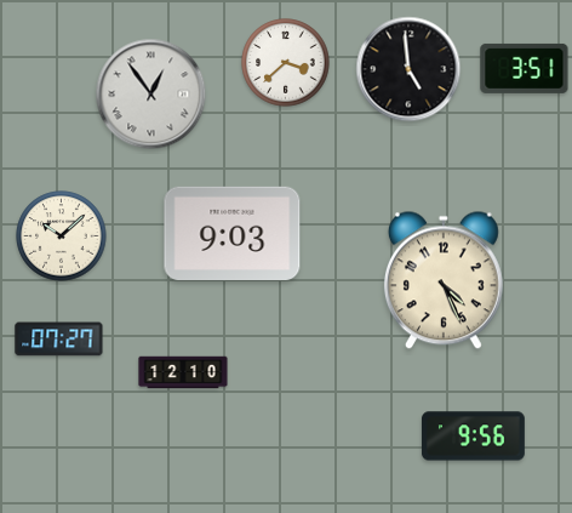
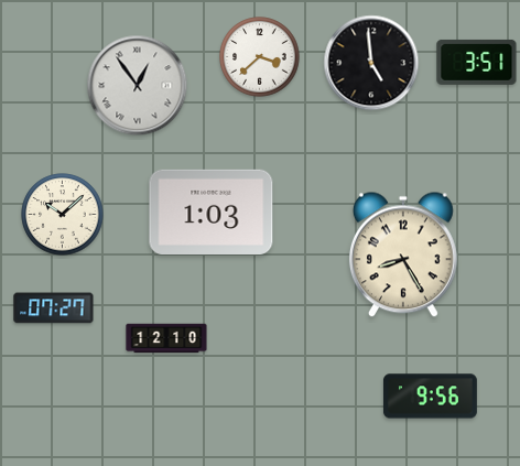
clock at (233, 233): 9:03 -> 1:03
clock at (62, 236) position: (62, 236) -> (63, 215)
clock at (444, 280): 4:26 -> 8:25
